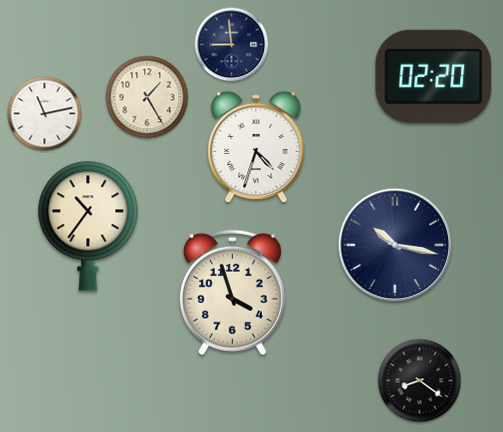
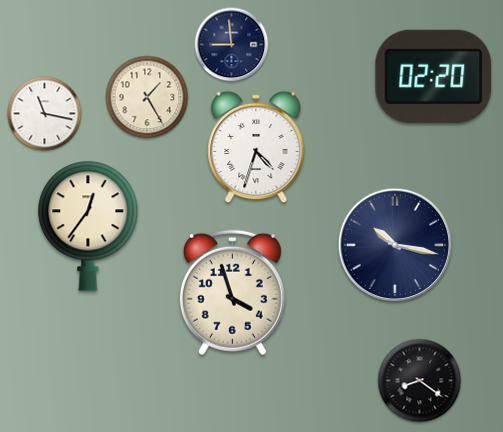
clock at (45, 114): 11:13 -> 11:17
clock at (88, 226): 10:36 -> 12:36
